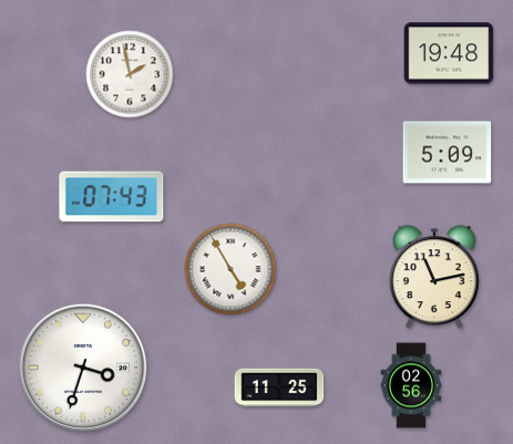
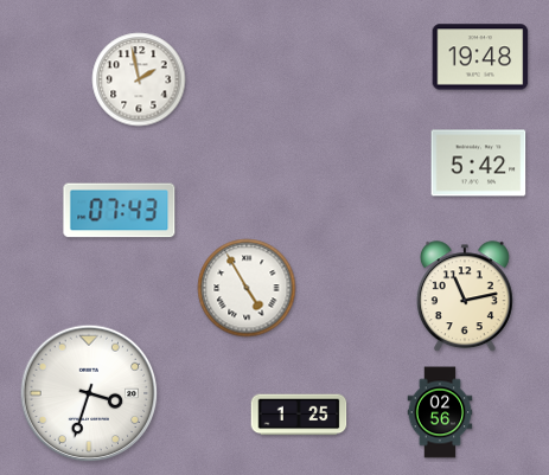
clock at (448, 153): 5:09 -> 5:42
clock at (279, 388): 11:25 -> 1:25
